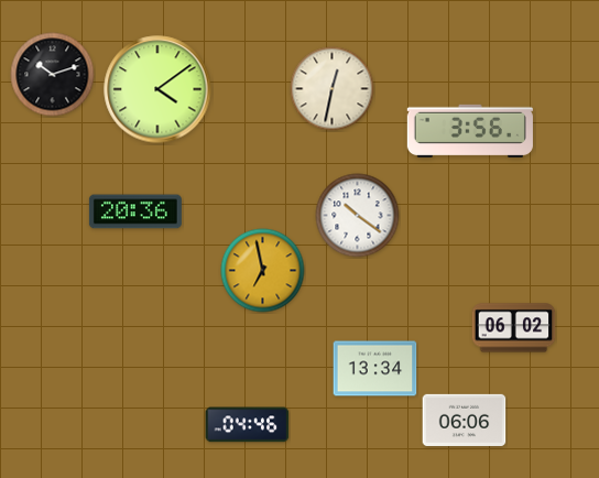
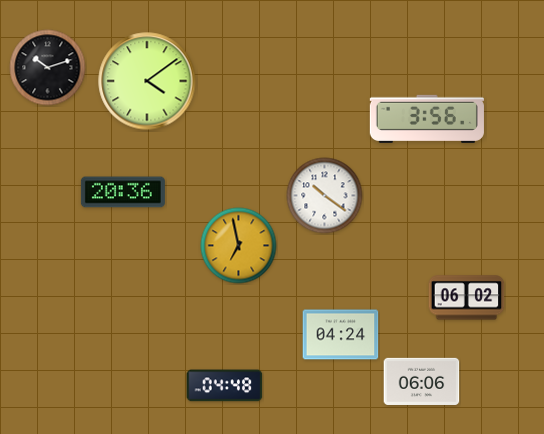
clock at (157, 89) position: (157, 89) -> (147, 81)
clock at (333, 89): 12:32 -> none
clock at (375, 369): 13:34 -> 04:24
clock at (248, 425): 04:46 -> 04:48
